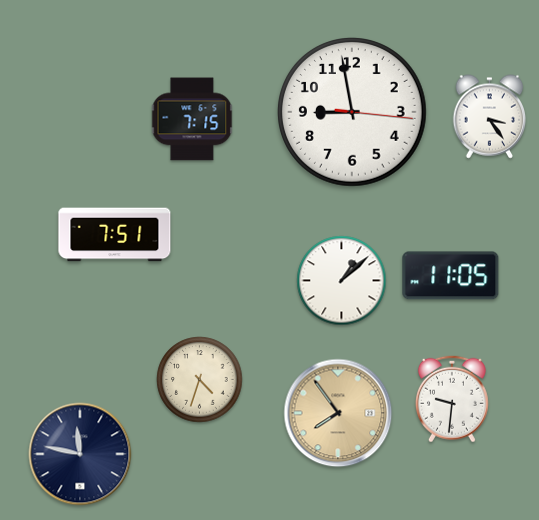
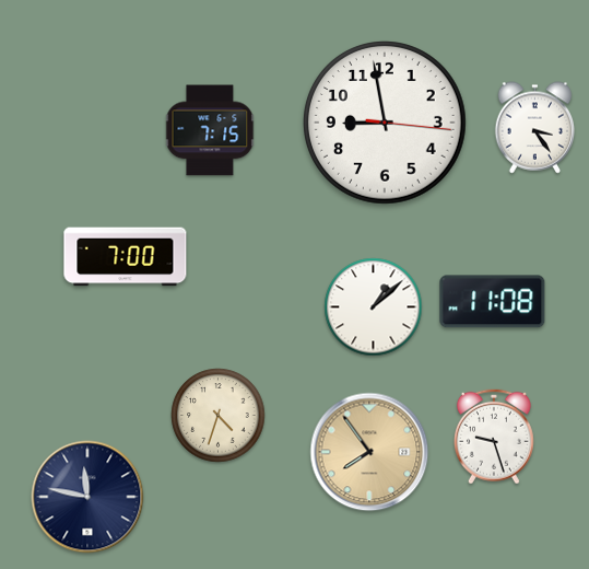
clock at (115, 235): 7:51 -> 7:00
clock at (451, 276): 11:05 -> 11:08
clock at (452, 399): 9:31 -> 9:27
